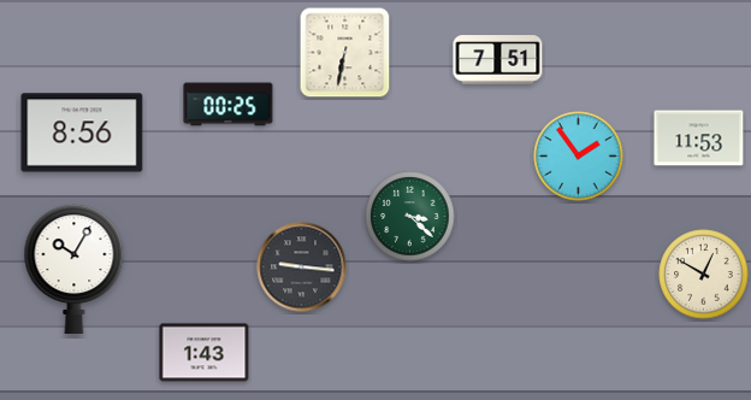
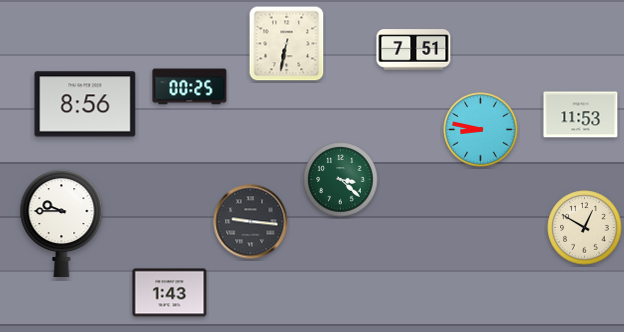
clock at (82, 133) position: (82, 133) -> (85, 104)
clock at (579, 157): 1:54 -> 8:47
clock at (75, 269): 10:05 -> 9:45
